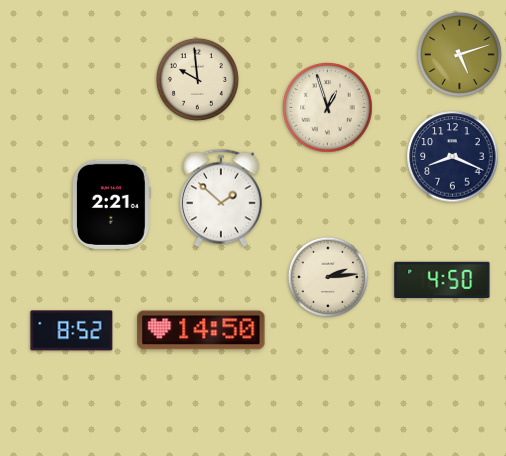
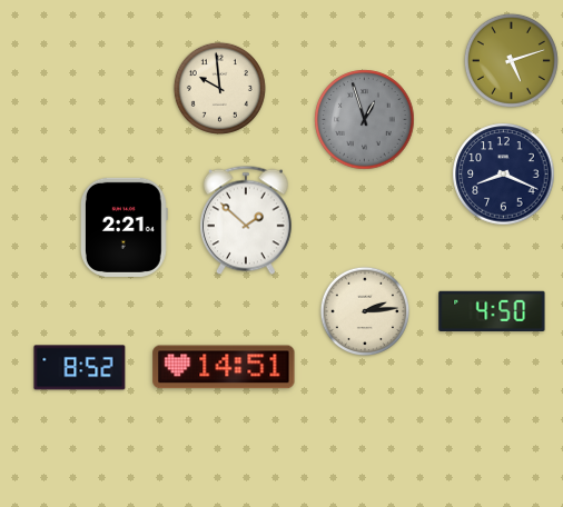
clock at (328, 108) dial: cream -> grey
clock at (328, 277) position: (328, 277) -> (365, 311)
clock at (201, 330): 14:50 -> 14:51
